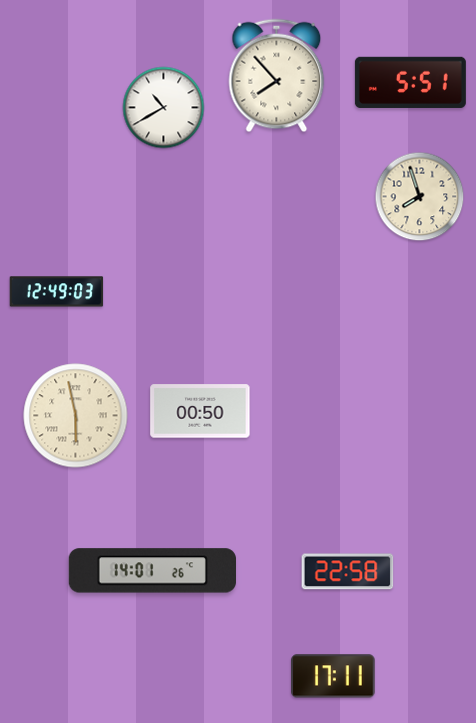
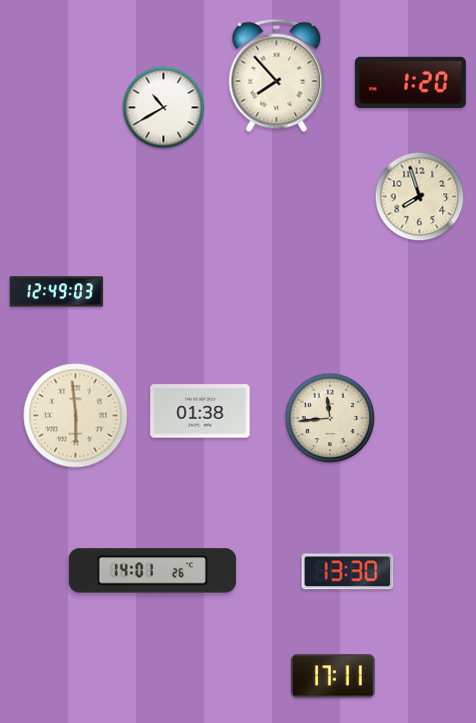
clock at (410, 82): 5:51 -> 1:20
clock at (200, 411): 00:50 -> 01:38
clock at (76, 416): 5:58 -> 5:59
clock at (330, 418): none -> 11:44
clock at (348, 572): 22:58 -> 13:30
